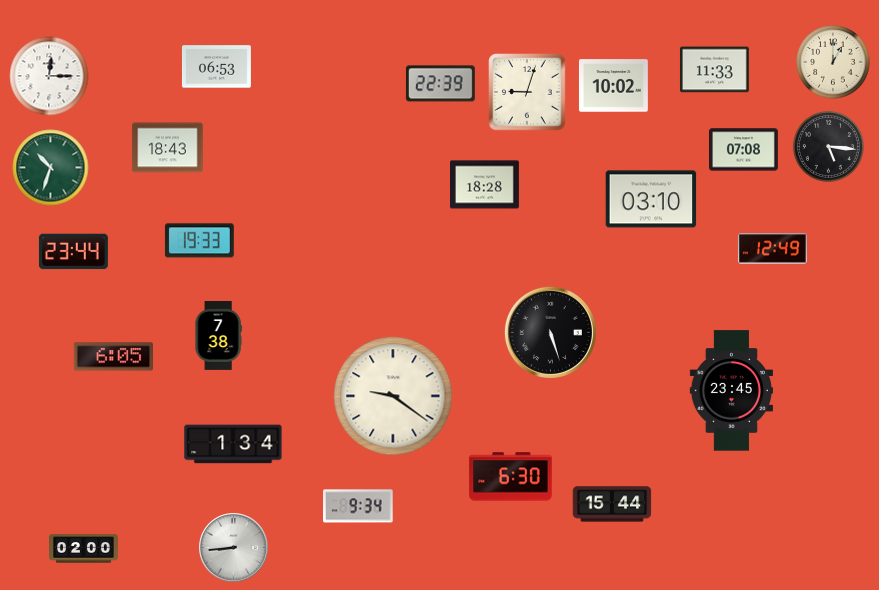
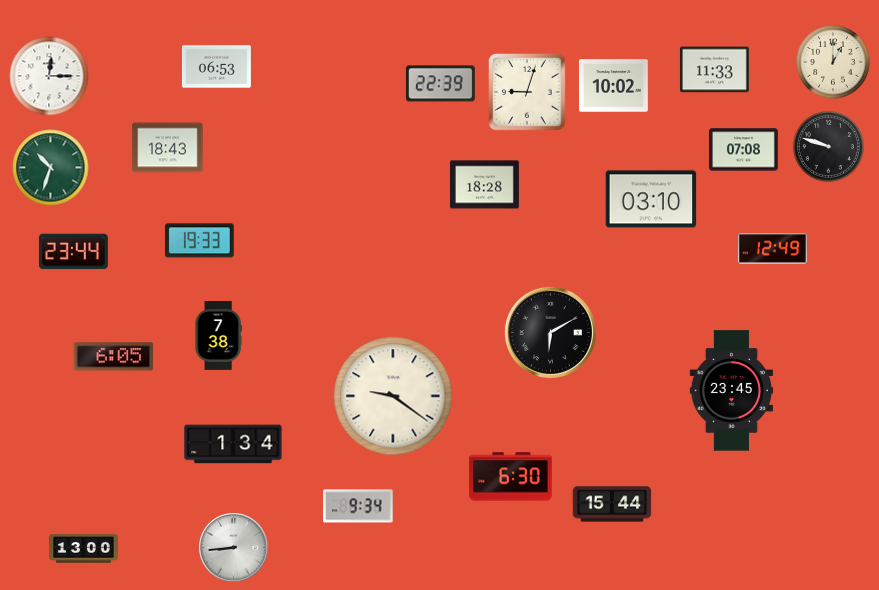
clock at (828, 146): 5:16 -> 9:48
clock at (550, 332): 5:27 -> 6:10
clock at (84, 549): 02:00 -> 13:00
